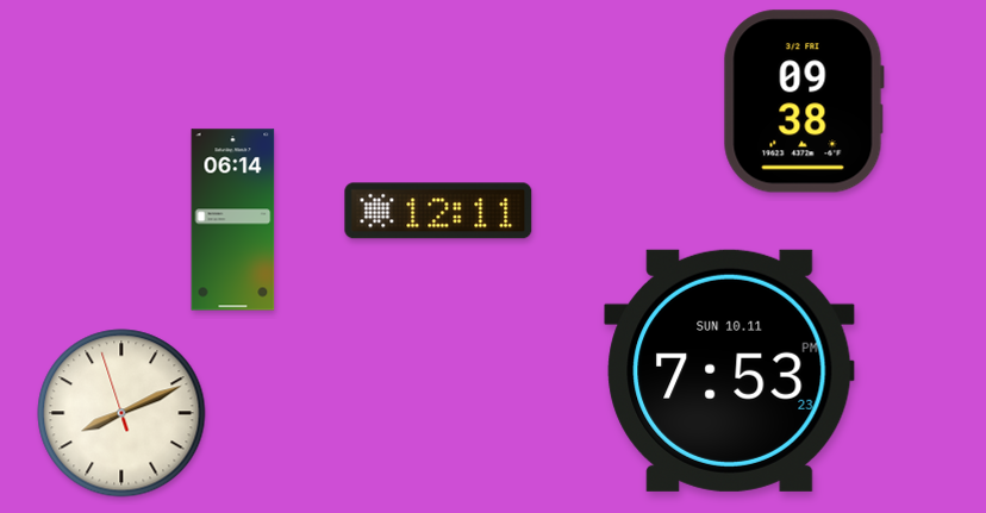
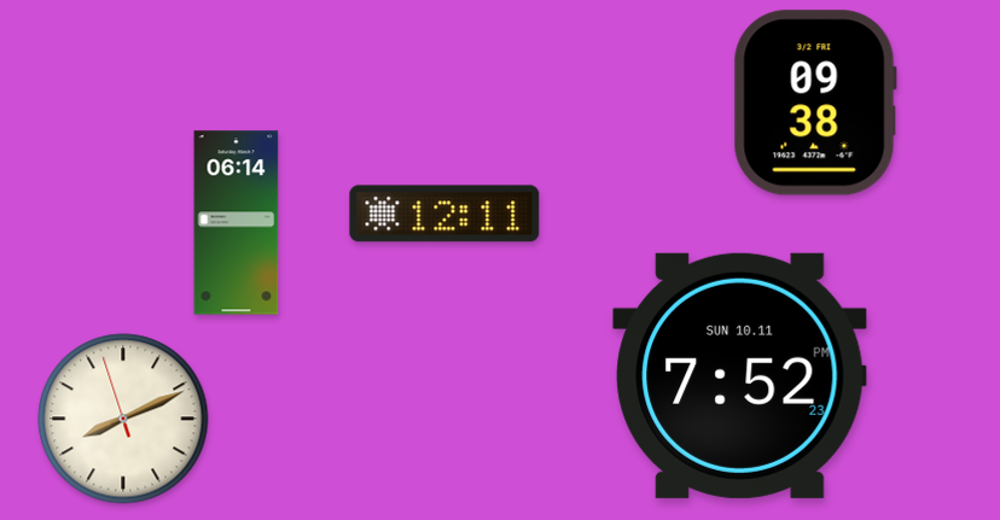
clock at (730, 370): 7:53 -> 7:52
